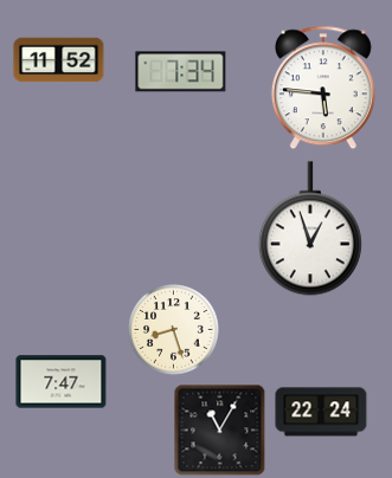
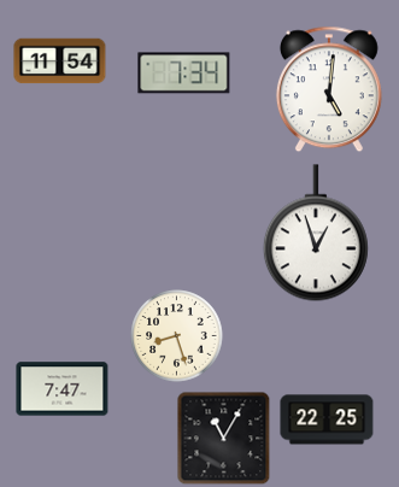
clock at (59, 60): 11:52 -> 11:54
clock at (323, 88): 5:46 -> 5:01
clock at (321, 412): 22:24 -> 22:25
